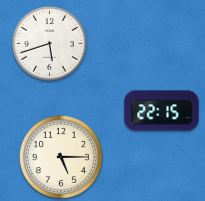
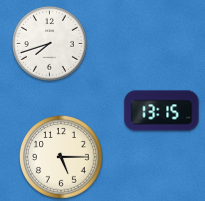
clock at (49, 43): 5:42 -> 7:42
clock at (162, 111): 22:15 -> 13:15
